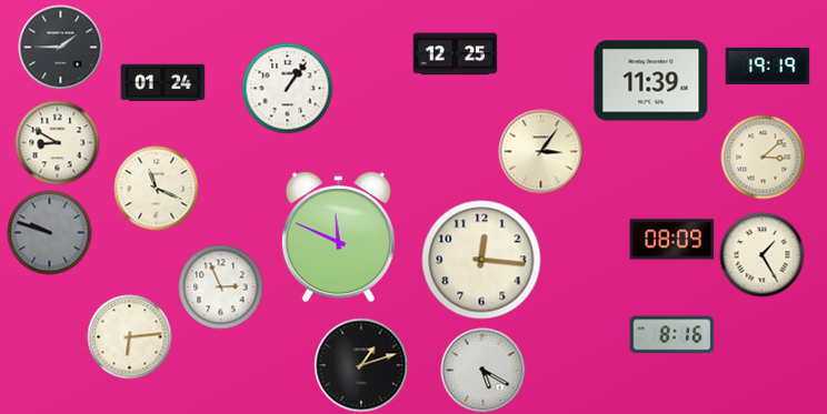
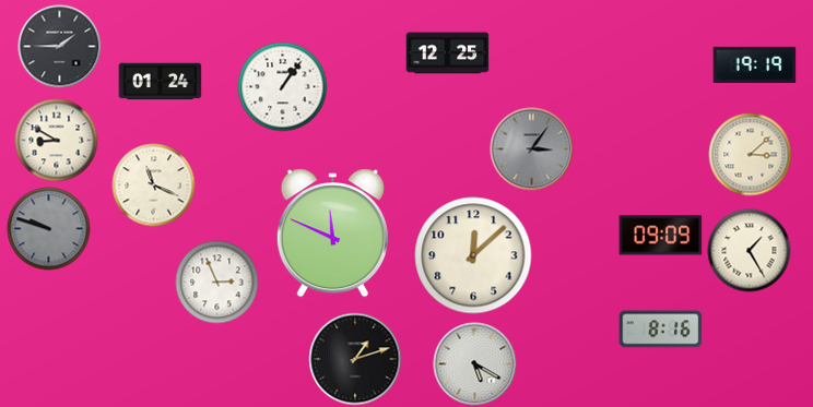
clock at (651, 81): 11:39 -> none
clock at (541, 152) dial: cream -> grey
clock at (672, 240): 08:09 -> 09:09
clock at (481, 260): 12:16 -> 12:08
clock at (130, 337): 6:14 -> none
